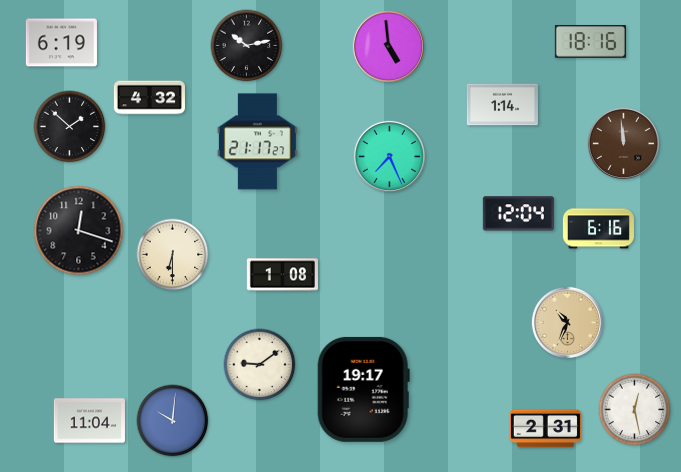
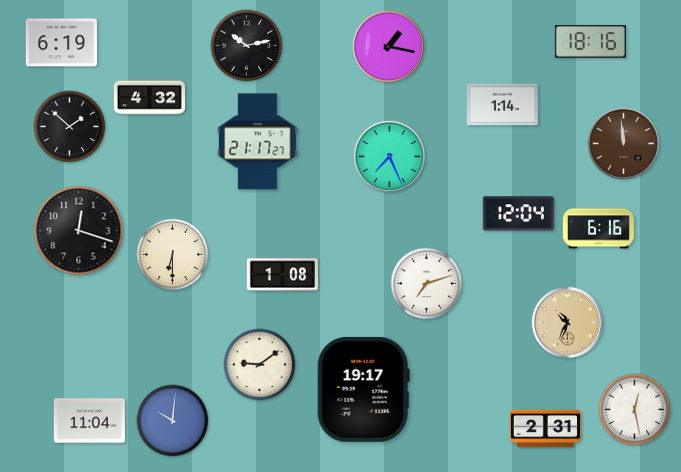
clock at (388, 46): 4:59 -> 1:17
clock at (427, 284): none -> 7:12
